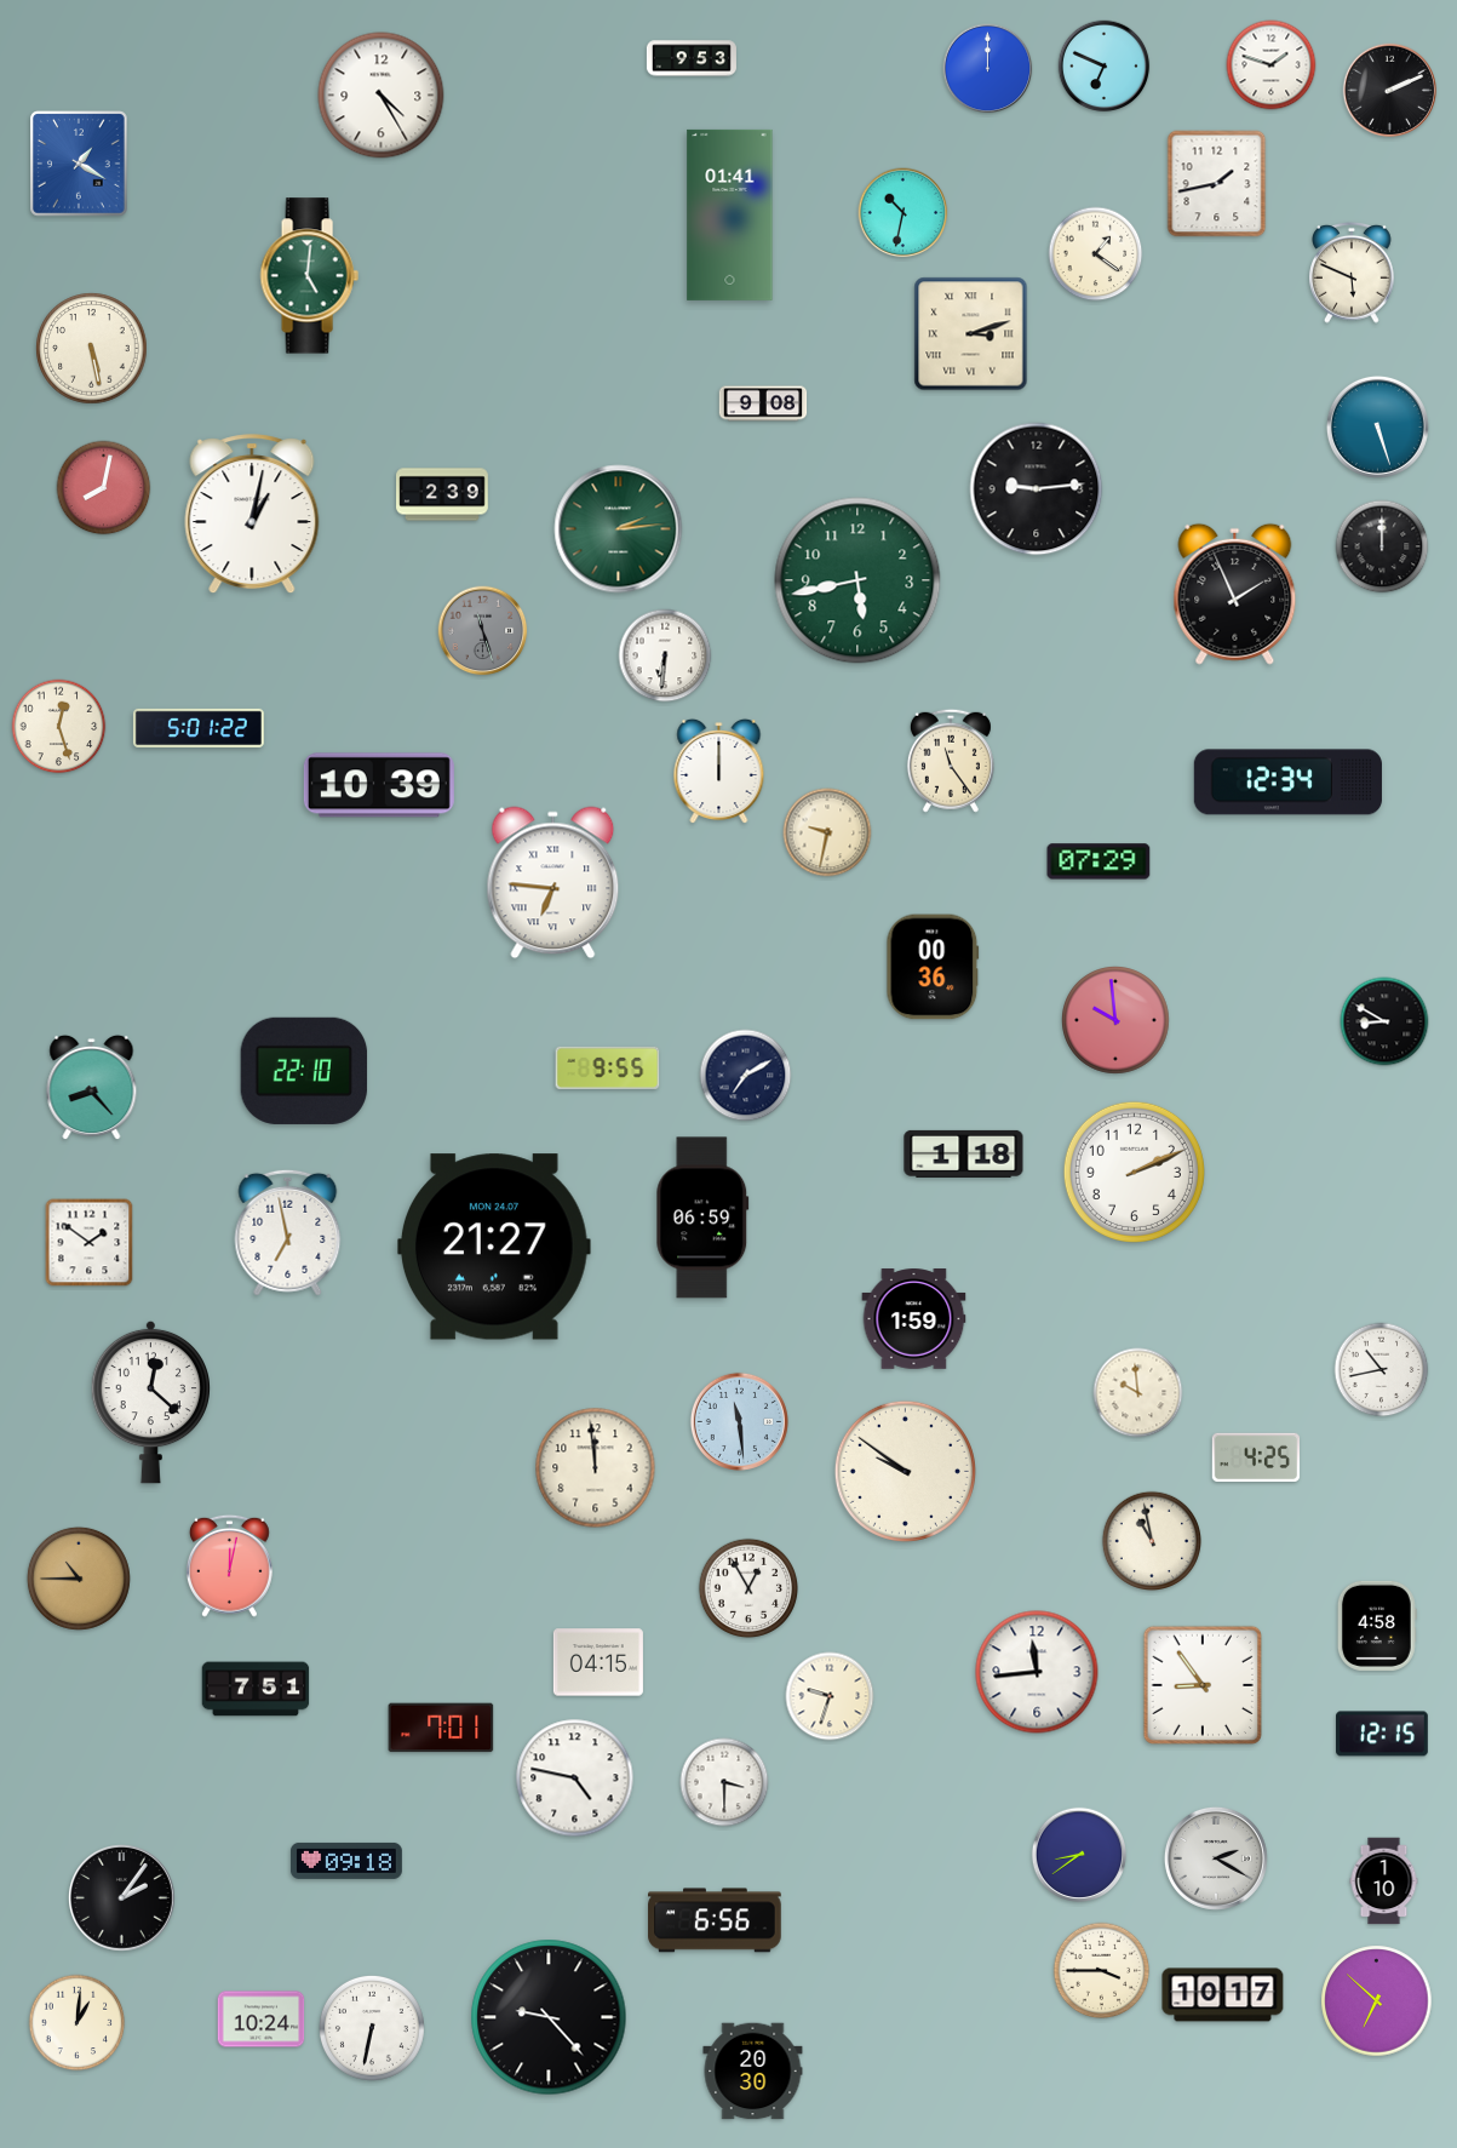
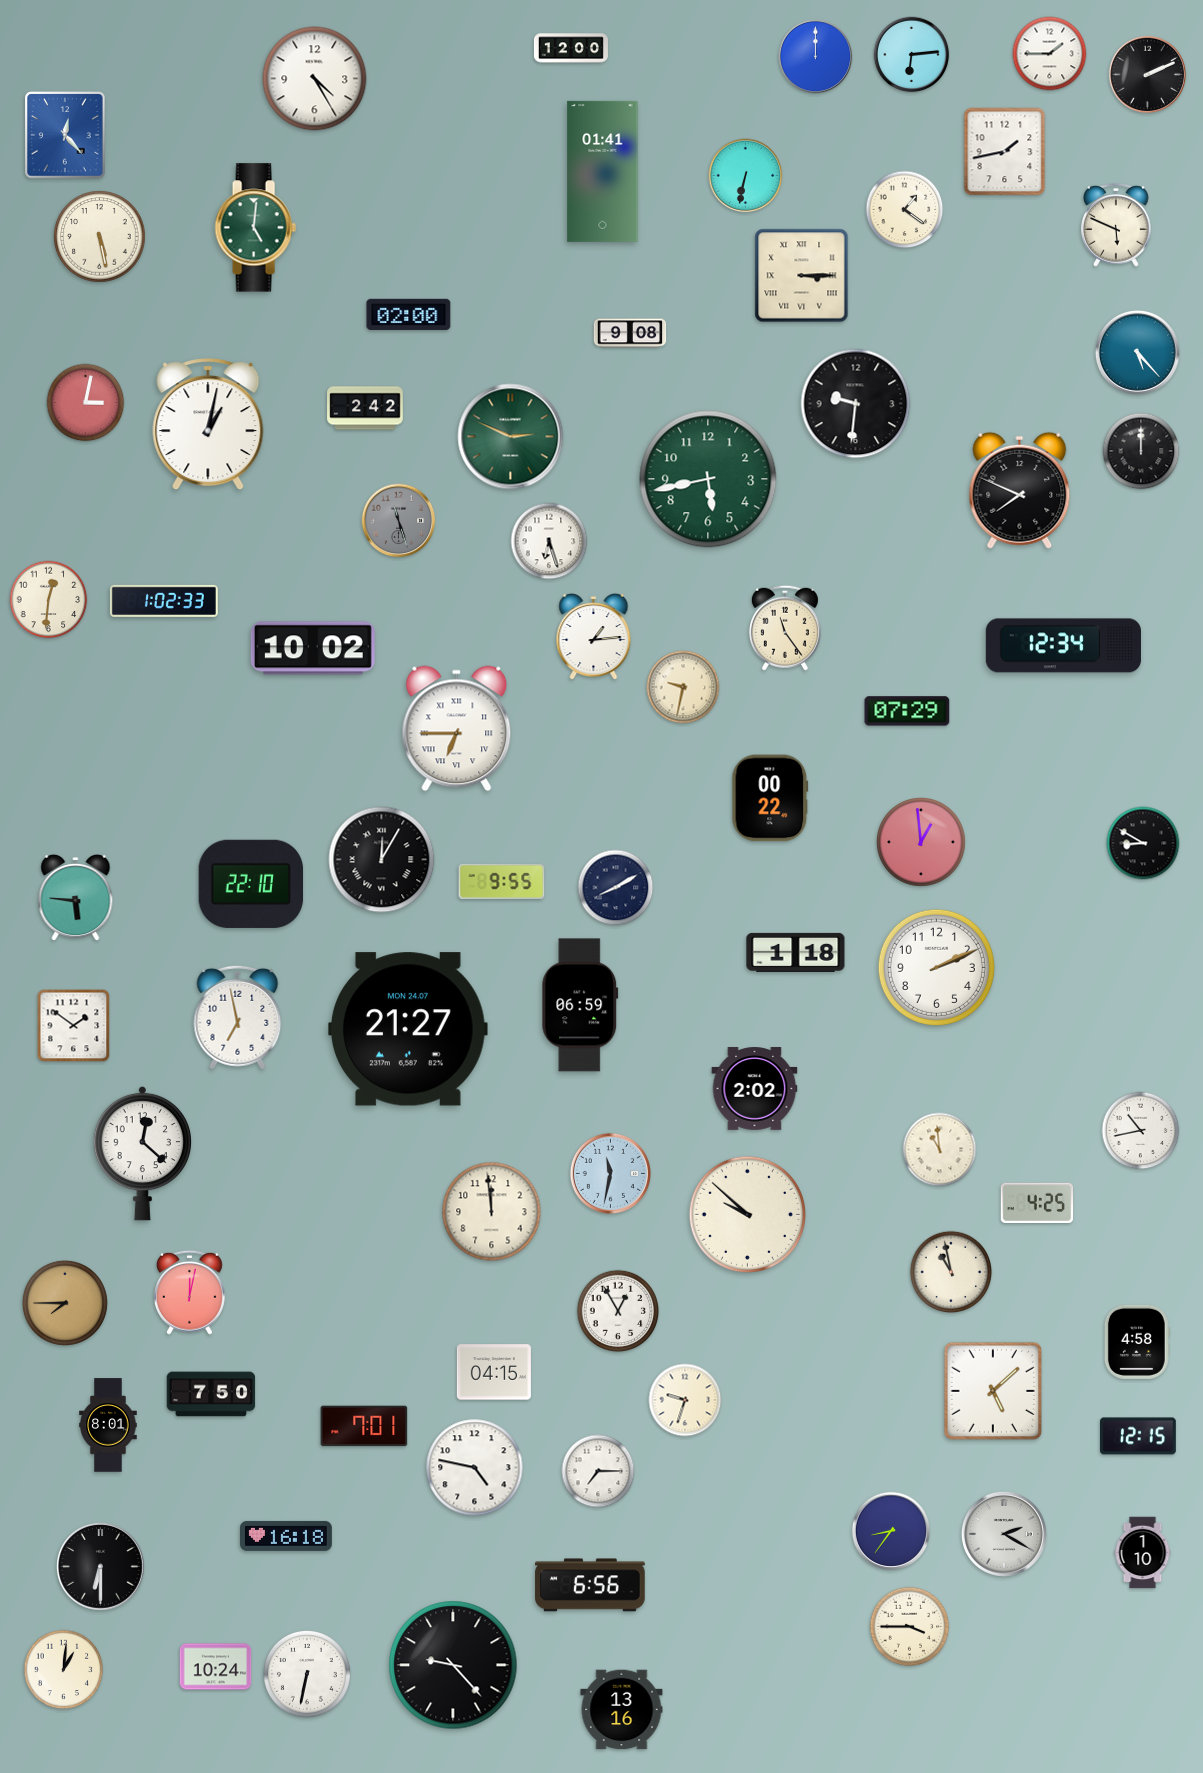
clock at (692, 58): 9:53 -> 12:00
clock at (1272, 65): 1:48 -> 1:45
clock at (1105, 67): 6:49 -> 6:14
clock at (79, 164): 1:20 -> 12:23
clock at (904, 213): 10:32 -> 6:32
clock at (730, 214) position: (730, 214) -> (603, 171)
clock at (971, 334): 3:12 -> 3:15
clock at (92, 349) position: (92, 349) -> (100, 237)
clock at (409, 314): none -> 02:00
clock at (1377, 426): 5:27 -> 5:23
clock at (104, 488): 8:02 -> 3:02
clock at (1037, 489): 9:14 -> 9:31
clock at (442, 494): 2:39 -> 2:42
clock at (619, 529): 2:14 -> 2:49
clock at (1235, 594): 1:56 -> 7:49
clock at (665, 655): 6:31 -> 6:27
clock at (59, 727): 12:27 -> 12:31
clock at (199, 728): 5:01 -> 1:02
clock at (719, 772): 12:00 -> 1:14
clock at (379, 785): 10:39 -> 10:02
clock at (553, 883): 6:46 -> 6:45
clock at (933, 967): 00:36 -> 00:22
clock at (1117, 1021): 9:59 -> 12:59
clock at (382, 860): none -> 12:05
clock at (746, 1076): 7:10 -> 8:10
clock at (92, 1088): 8:23 -> 5:46
clock at (914, 1319): 1:59 -> 2:02
clock at (1138, 1393): 9:59 -> 10:59
clock at (150, 1402) position: (150, 1402) -> (142, 1153)
clock at (739, 1421): 11:29 -> 11:32
clock at (905, 1471): 9:51 -> 9:52
clock at (79, 1579): 10:45 -> 7:45
clock at (1037, 1672): 11:44 -> none
clock at (1201, 1684): 8:54 -> 5:08
clock at (256, 1689): 7:51 -> 7:50
clock at (108, 1425): none -> 8:01
clock at (1383, 1734) position: (1383, 1734) -> (1139, 1436)
clock at (724, 1782): 3:30 -> 7:15
clock at (1078, 1854): 8:39 -> 8:36
clock at (346, 1861): 09:18 -> 16:18
clock at (122, 1898): 2:06 -> 6:30
clock at (1223, 1995): 10:17 -> none
clock at (1377, 2001): 6:52 -> none
clock at (753, 2072): 20:30 -> 13:16
